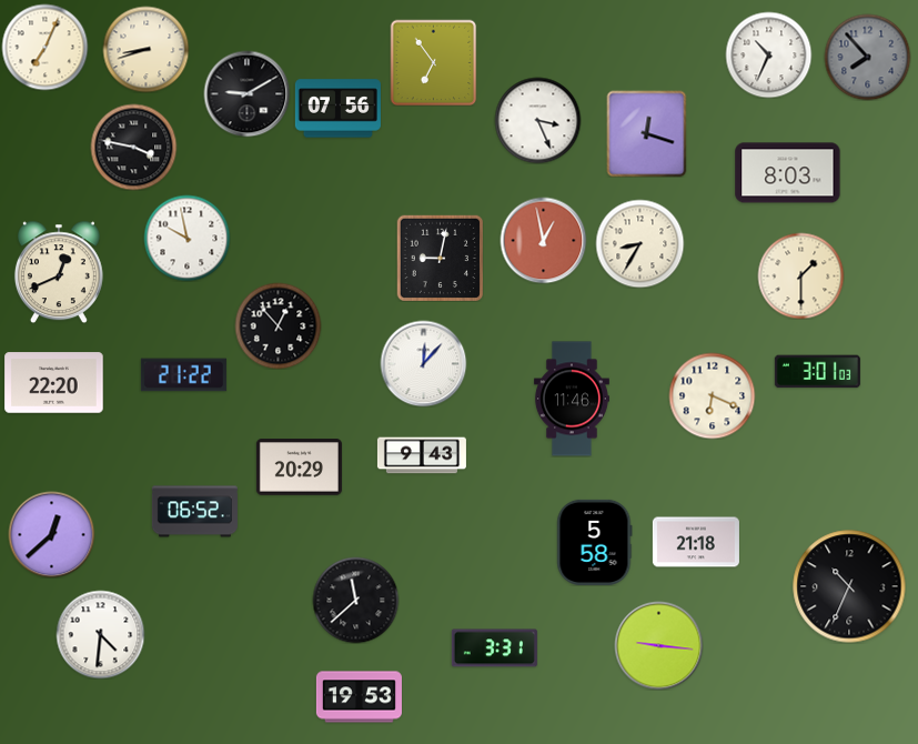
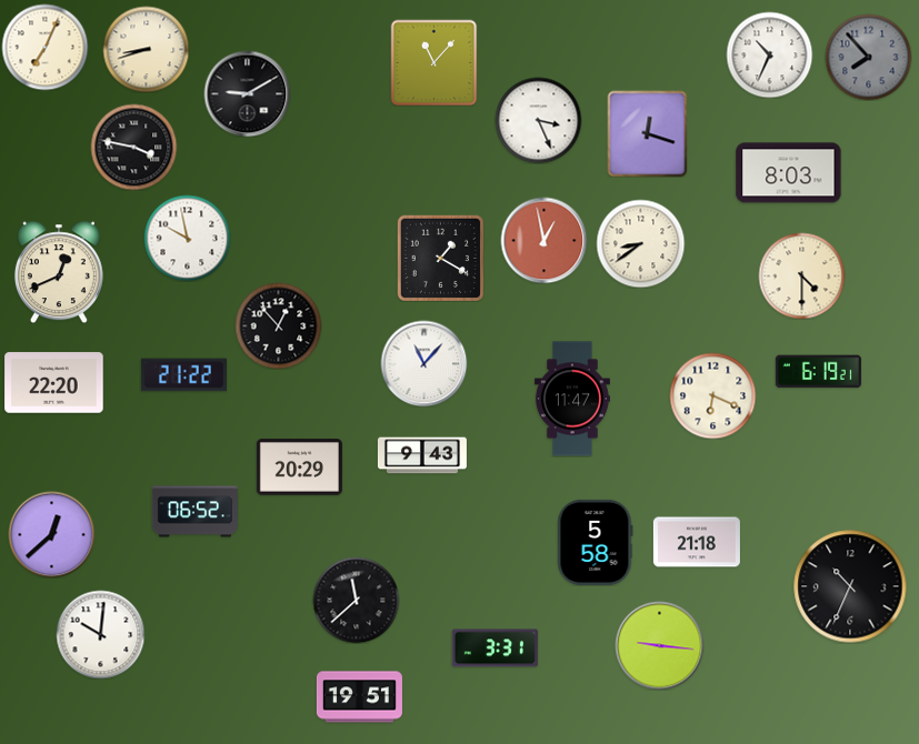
clock at (433, 62): 6:54 -> 11:07
clock at (337, 109): 07:56 -> none
clock at (639, 243): 8:35 -> 8:39
clock at (440, 258): 9:02 -> 1:20
clock at (800, 275): 1:30 -> 4:30
clock at (423, 363): 12:07 -> 11:07
clock at (817, 372): 3:01 -> 6:19
clock at (572, 399): 11:46 -> 11:47
clock at (100, 634): 4:31 -> 10:01
clock at (359, 697): 19:53 -> 19:51
